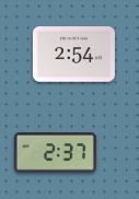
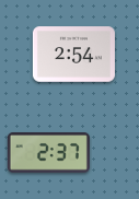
clock at (55, 153) position: (55, 153) -> (48, 153)
